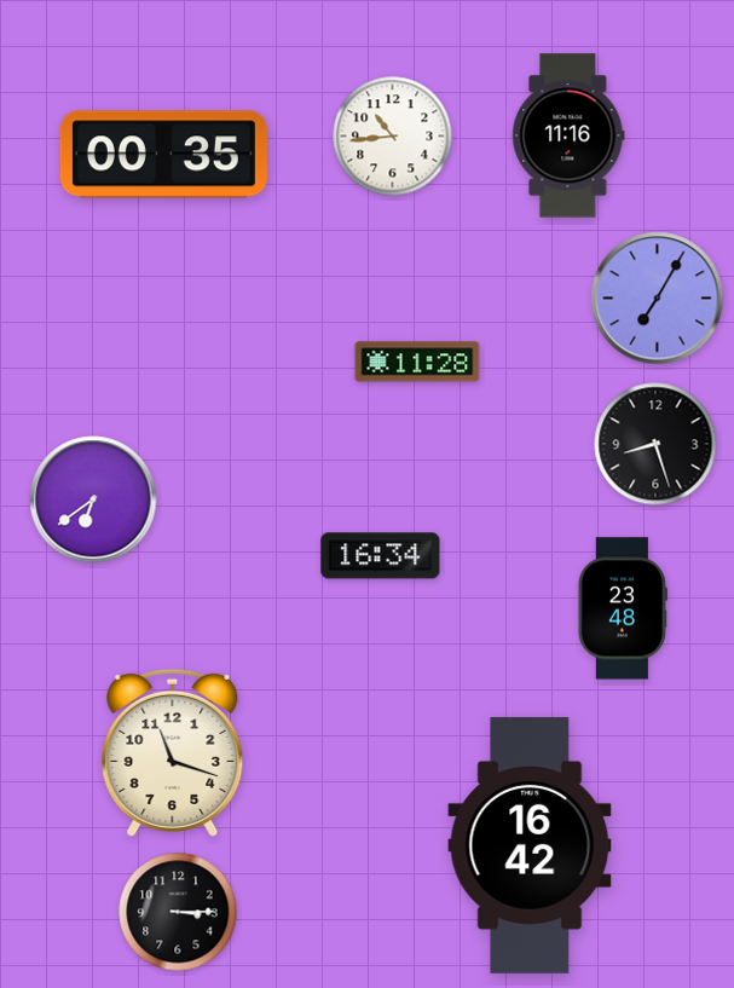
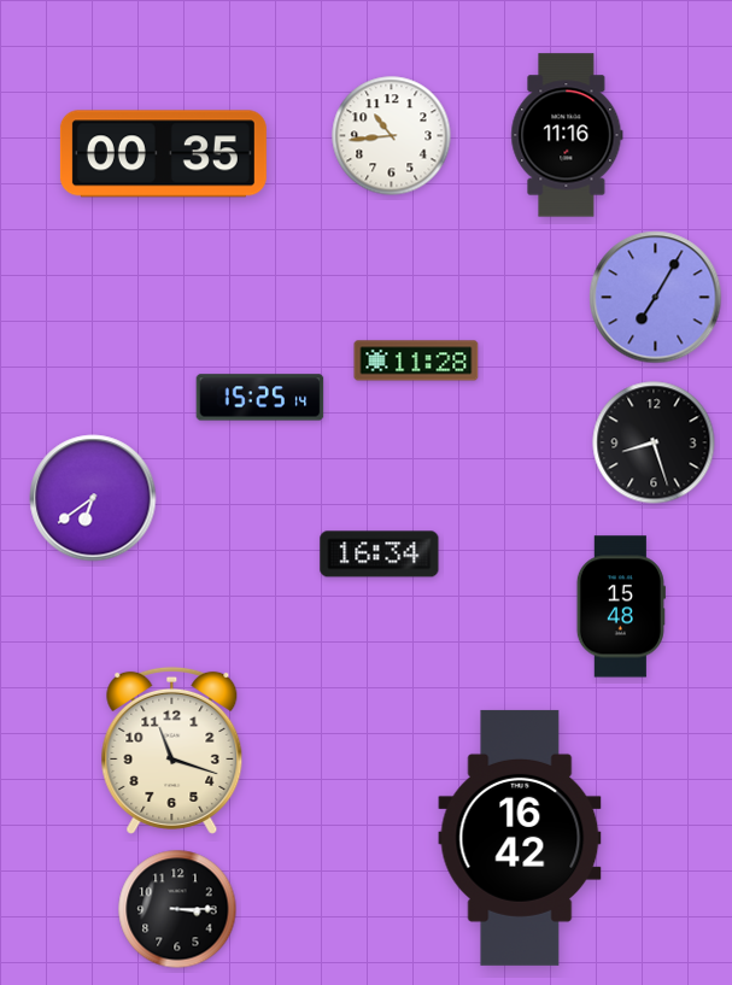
clock at (260, 398): none -> 15:25
clock at (623, 608): 23:48 -> 15:48
clock at (530, 845) position: (530, 845) -> (520, 838)
